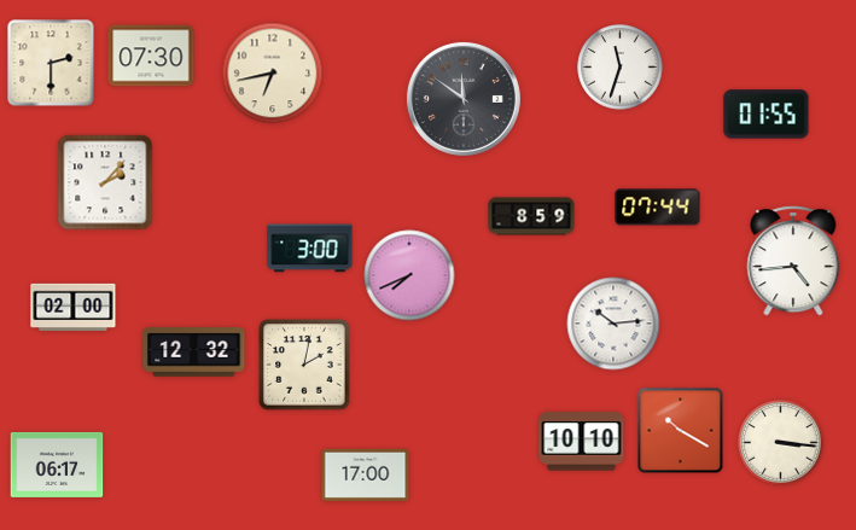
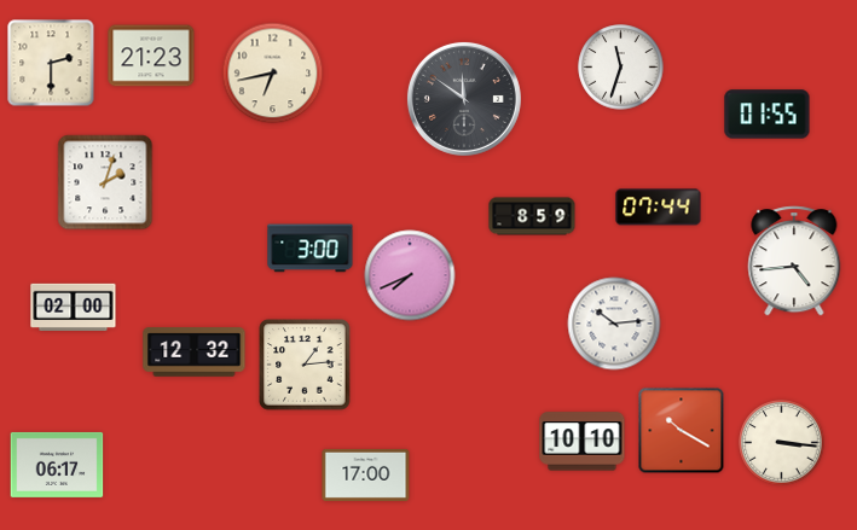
clock at (151, 56): 07:30 -> 21:23
clock at (105, 182): 2:07 -> 2:03
clock at (304, 365): 2:02 -> 1:14
